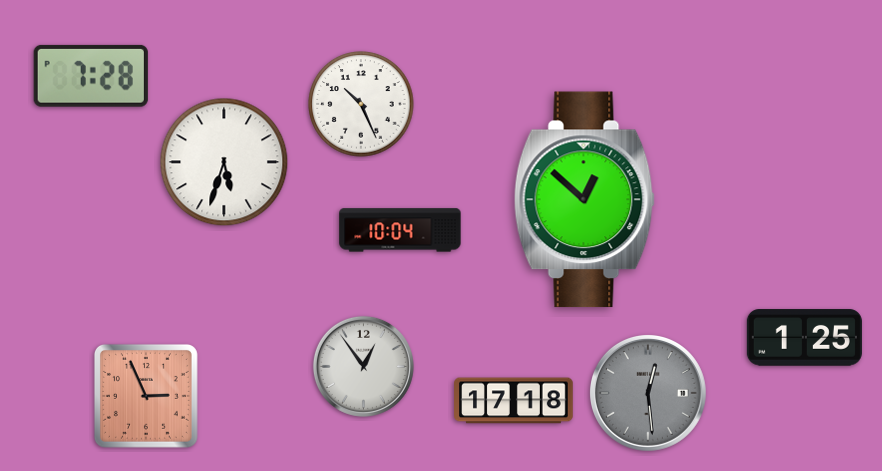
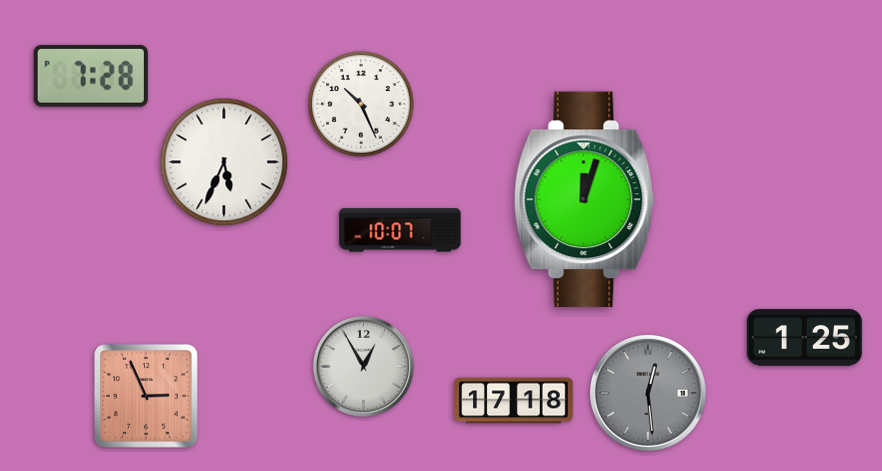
clock at (224, 162): 5:33 -> 5:34
clock at (584, 200): 12:52 -> 12:03
clock at (400, 230): 10:04 -> 10:07
clock at (363, 366): 12:54 -> 12:55
